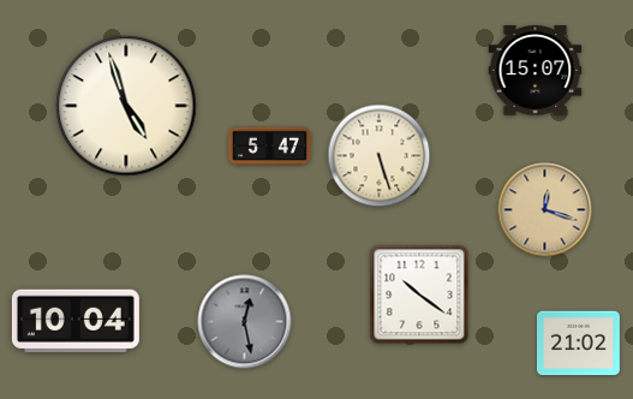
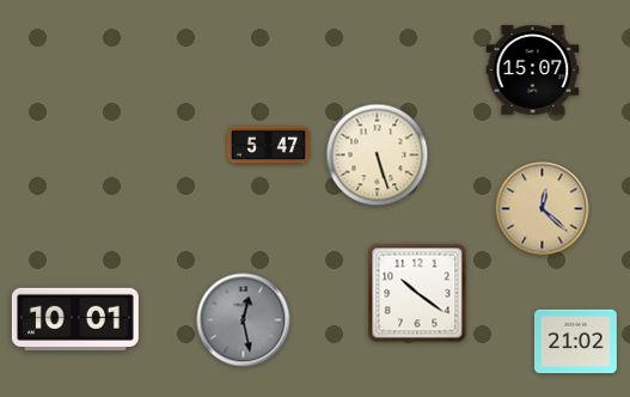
clock at (126, 106): 4:57 -> none
clock at (545, 210): 12:18 -> 12:22
clock at (76, 321): 10:04 -> 10:01
